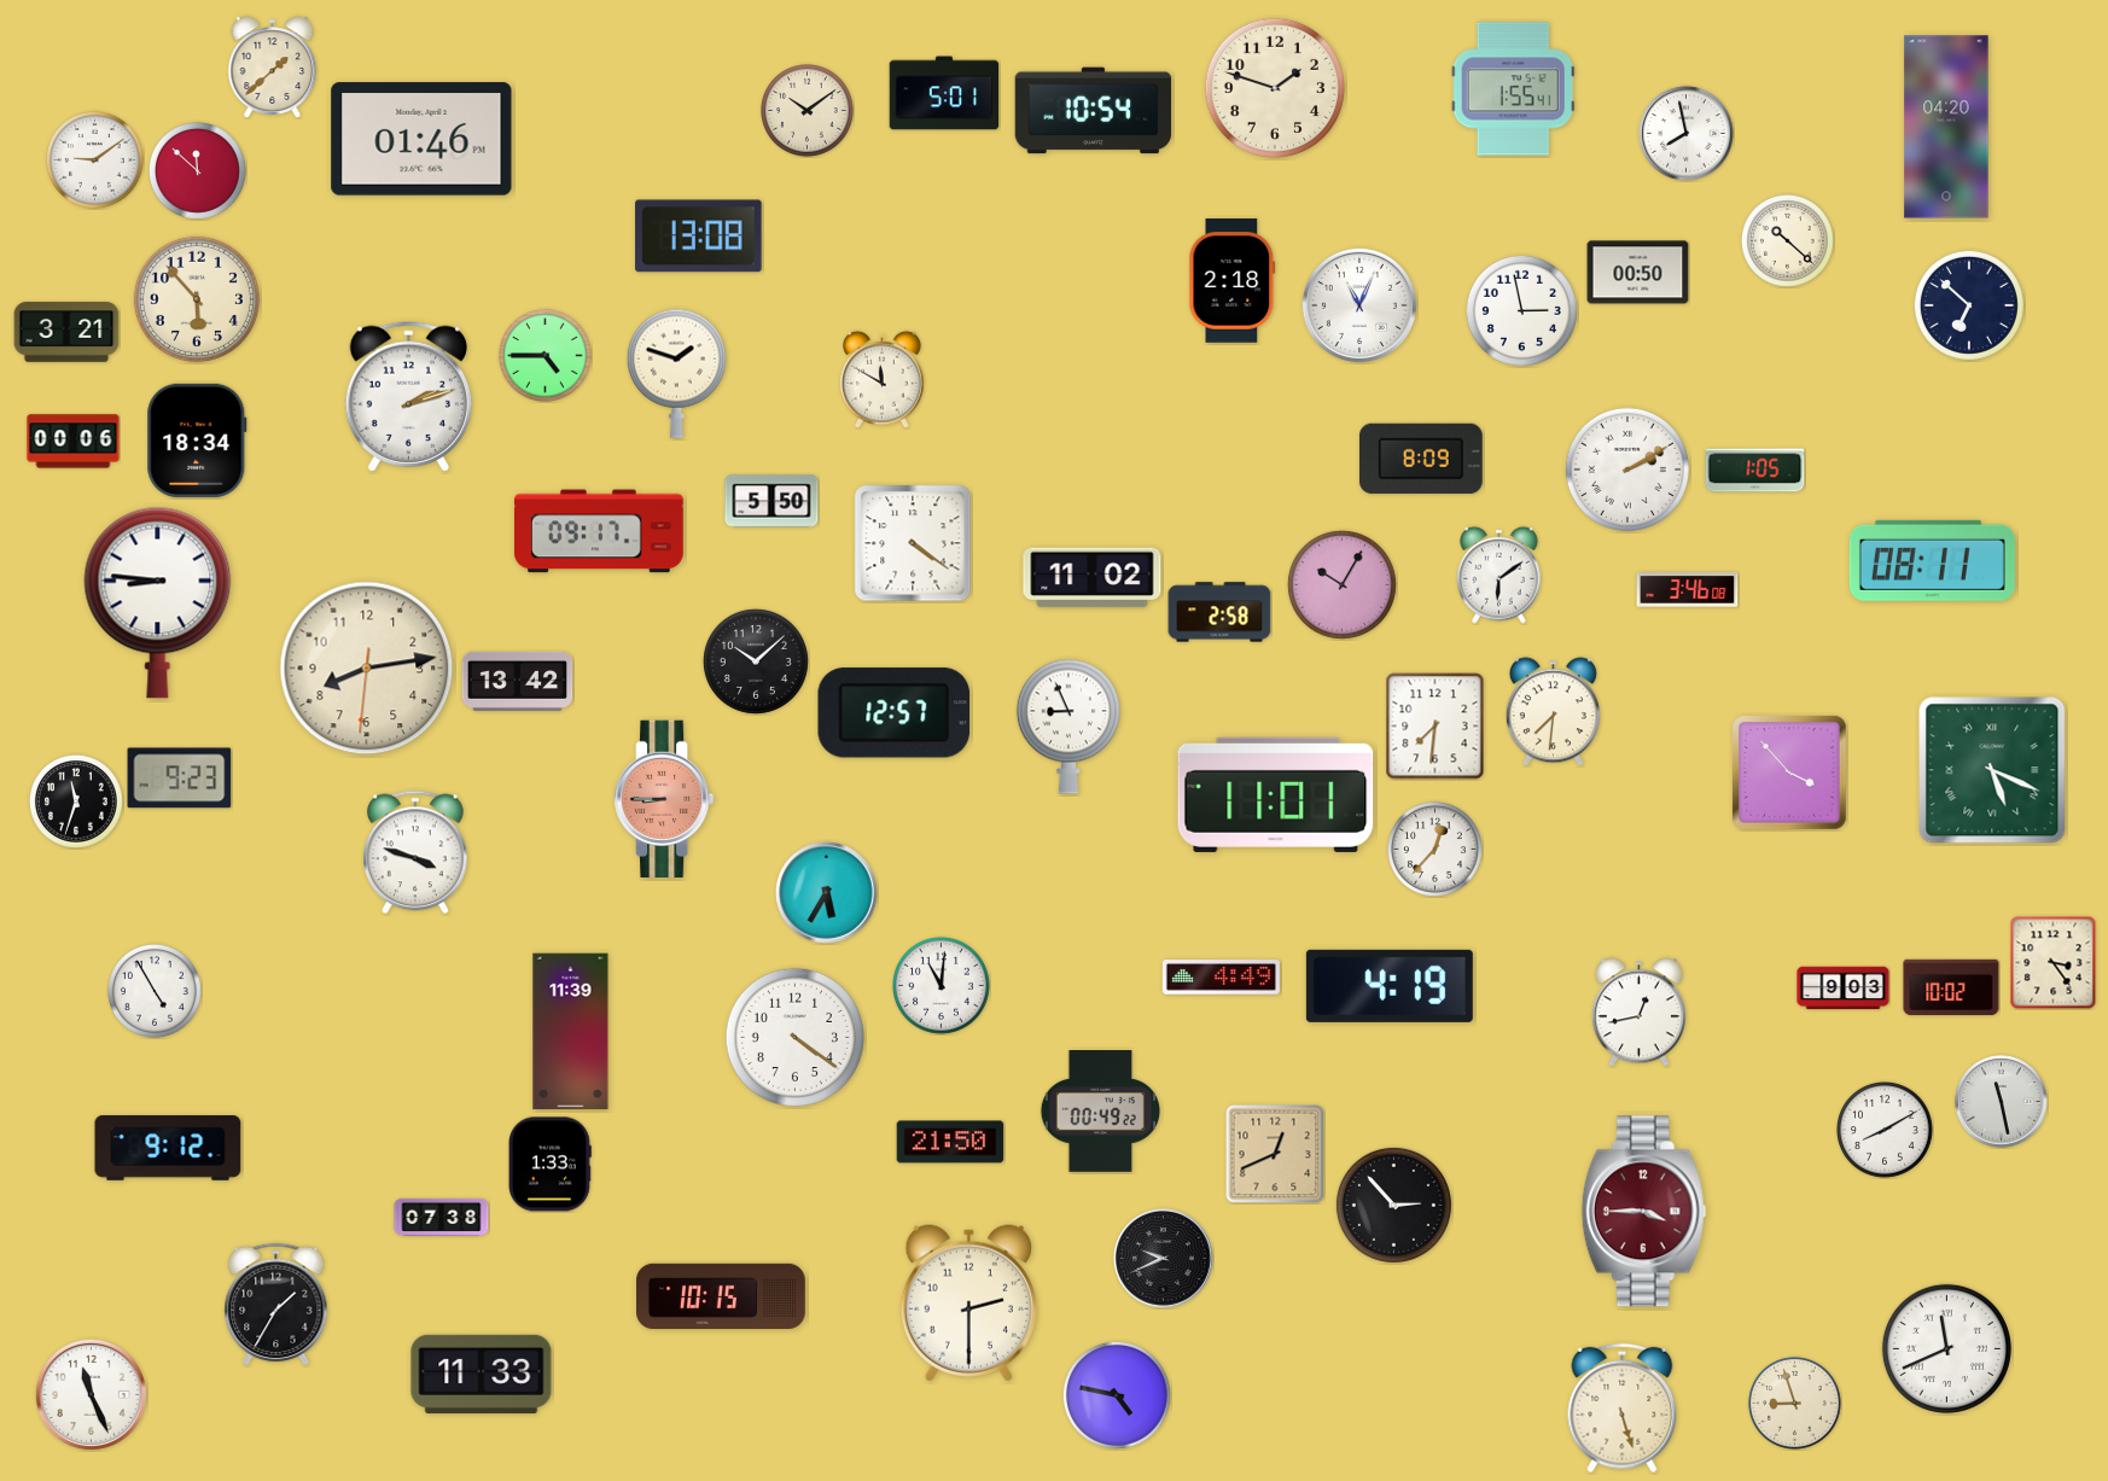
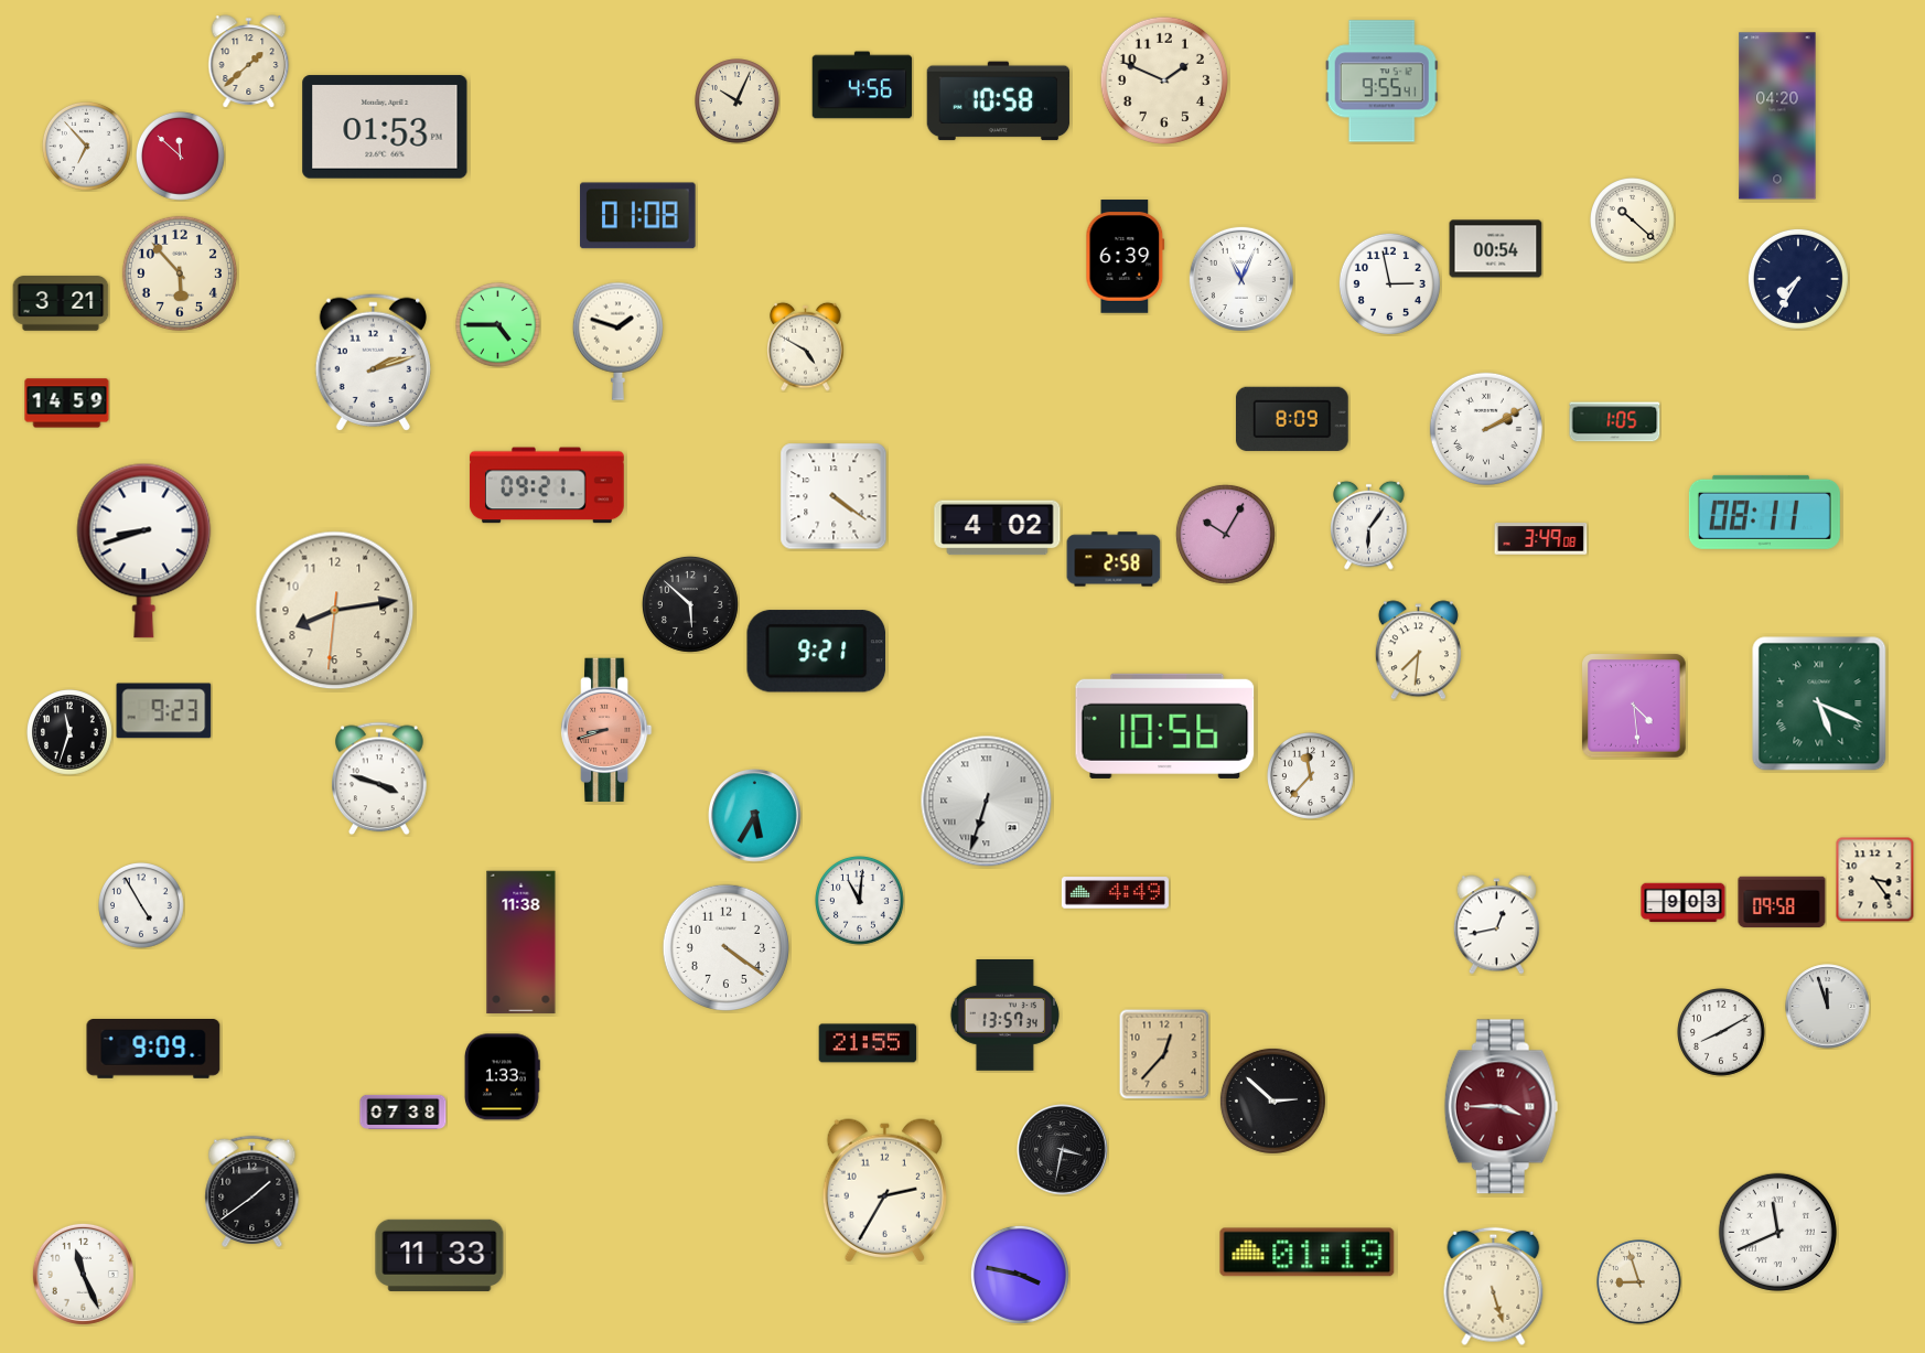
clock at (1274, 87): 1:48 -> 1:49
clock at (1513, 89): 1:55 -> 9:55
clock at (944, 93): 5:01 -> 4:56
clock at (808, 111): 10:09 -> 10:04
clock at (1094, 111): 10:54 -> 10:58
clock at (1687, 134): 7:58 -> none
clock at (421, 139): 01:46 -> 01:53
clock at (95, 161): 9:09 -> 6:53
clock at (699, 237): 13:08 -> 01:08
clock at (1638, 273): 00:50 -> 00:54
clock at (1233, 281): 2:18 -> 6:39
clock at (1969, 305): 6:52 -> 7:35
clock at (883, 379): 11:50 -> 4:50
clock at (197, 441): 18:34 -> none
clock at (74, 442): 00:06 -> 14:59
clock at (1421, 459) position: (1421, 459) -> (1292, 419)
clock at (1755, 471) position: (1755, 471) -> (1615, 422)
clock at (771, 501): 5:50 -> none
clock at (599, 531): 09:17 -> 09:21
clock at (1500, 575): 6:09 -> 6:06
clock at (1093, 578): 11:02 -> 4:02
clock at (1688, 590): 3:46 -> 3:49
clock at (158, 602): 8:46 -> 8:42
clock at (756, 661): 10:08 -> 5:52
clock at (518, 681): 13:42 -> none
clock at (895, 713): 12:57 -> 9:21
clock at (1068, 727): 8:56 -> none
clock at (1436, 727): 7:31 -> none
clock at (1789, 772): 3:53 -> 4:29
clock at (1276, 794): 11:01 -> 10:56
clock at (665, 798): 8:45 -> 8:42
clock at (1436, 850): 12:37 -> 11:37
clock at (987, 802): none -> 6:33
clock at (1390, 986): 4:19 -> none
clock at (1951, 987): 10:02 -> 09:58
clock at (571, 1032): 11:39 -> 11:38
clock at (2002, 1102): 11:28 -> 11:57
clock at (1100, 1112): 00:49 -> 13:57
clock at (950, 1142): 21:50 -> 21:55
clock at (168, 1148): 9:12 -> 9:09
clock at (1275, 1154): 12:41 -> 12:37
clock at (549, 1165) position: (549, 1165) -> (502, 1077)
clock at (1393, 1205): 2:53 -> 2:52
clock at (1164, 1259): 9:41 -> 3:32
clock at (722, 1295): 10:15 -> none
clock at (968, 1304): 2:30 -> 2:35
clock at (276, 1305): 1:35 -> 1:39
clock at (1308, 1253): none -> 01:19
clock at (1117, 1395): 4:47 -> 3:47
clock at (1623, 1409) position: (1623, 1409) -> (1494, 1287)
